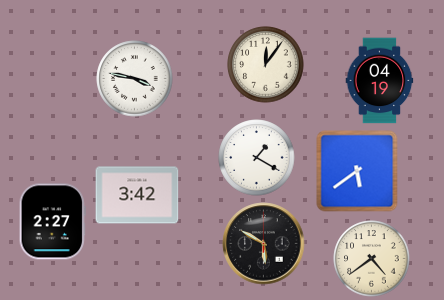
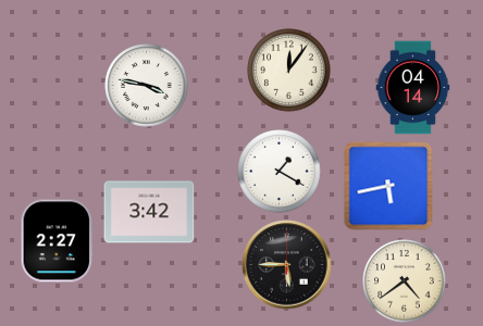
clock at (380, 81): 04:19 -> 04:14
clock at (357, 171): 5:39 -> 5:43
clock at (264, 244): 5:50 -> 5:45
